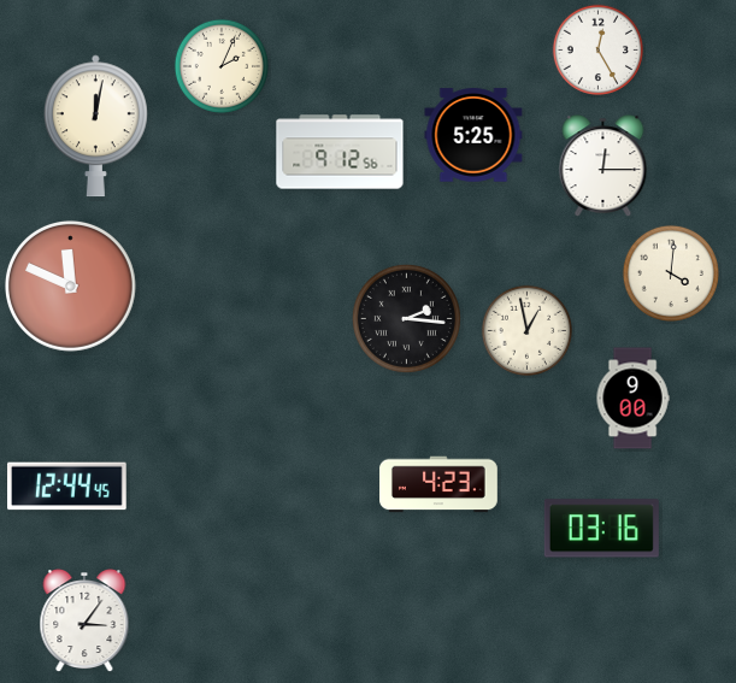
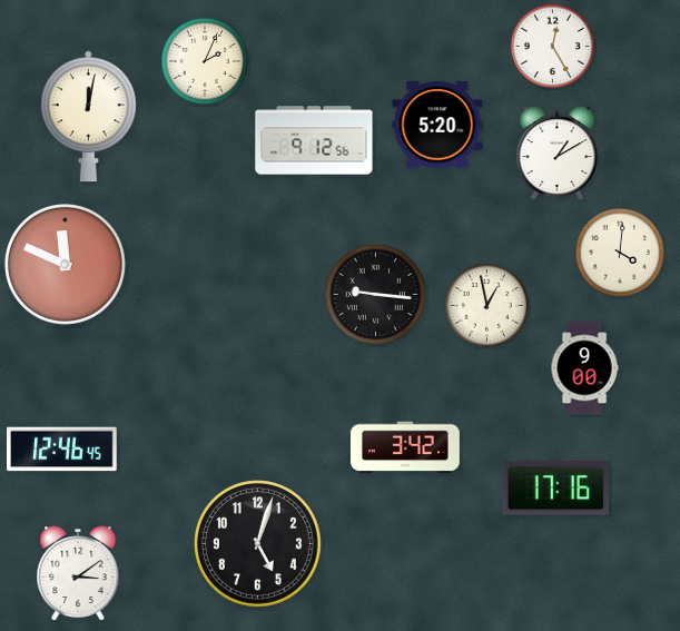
clock at (473, 135): 5:25 -> 5:20
clock at (603, 166): 12:15 -> 1:10
clock at (406, 318): 2:16 -> 9:16
clock at (440, 484): 4:23 -> 3:42
clock at (67, 487): 12:44 -> 12:46
clock at (601, 529): 03:16 -> 17:16
clock at (258, 544): none -> 5:03
clock at (84, 622): 3:06 -> 3:09
